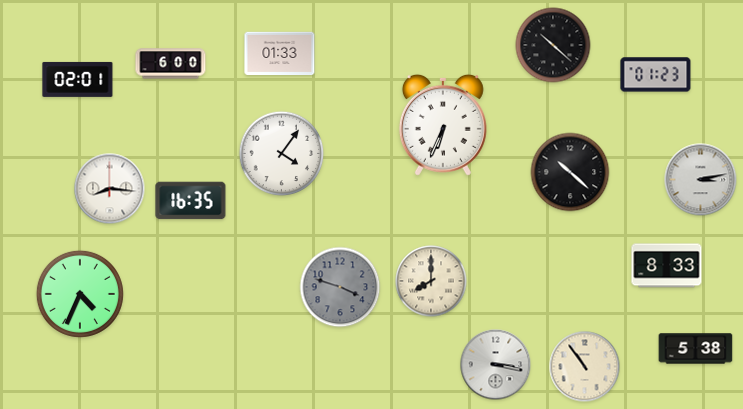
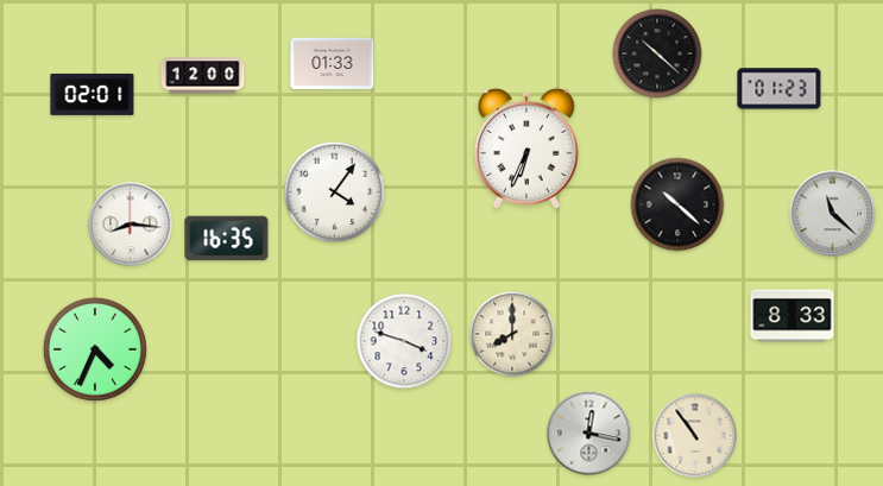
clock at (171, 64): 6:00 -> 12:00
clock at (282, 154) position: (282, 154) -> (335, 192)
clock at (701, 180): 3:13 -> 11:22
clock at (340, 287) dial: grey -> white
clock at (696, 349): 5:38 -> none
clock at (496, 365): 3:17 -> 12:17
